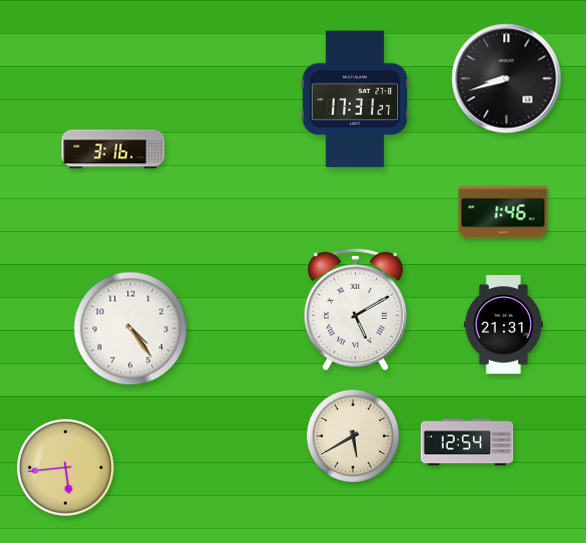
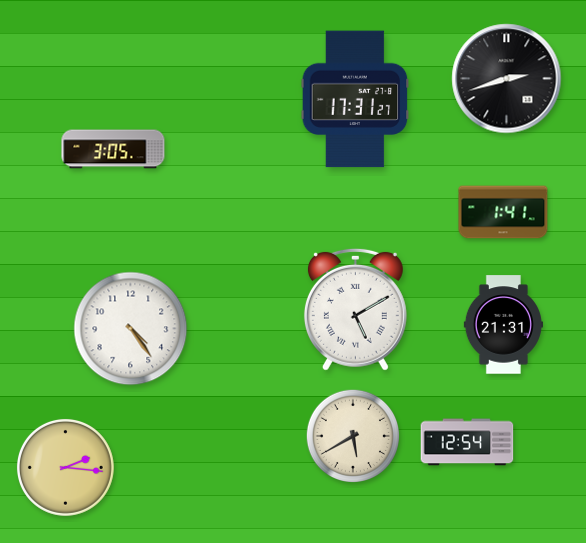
clock at (507, 79): 8:42 -> 2:42
clock at (113, 149): 3:16 -> 3:05
clock at (503, 212): 1:46 -> 1:41
clock at (65, 467): 5:44 -> 2:16
